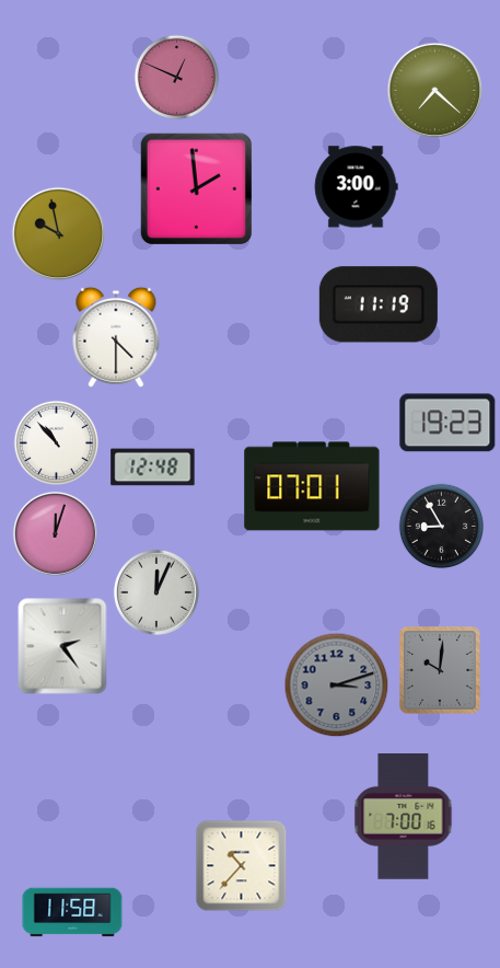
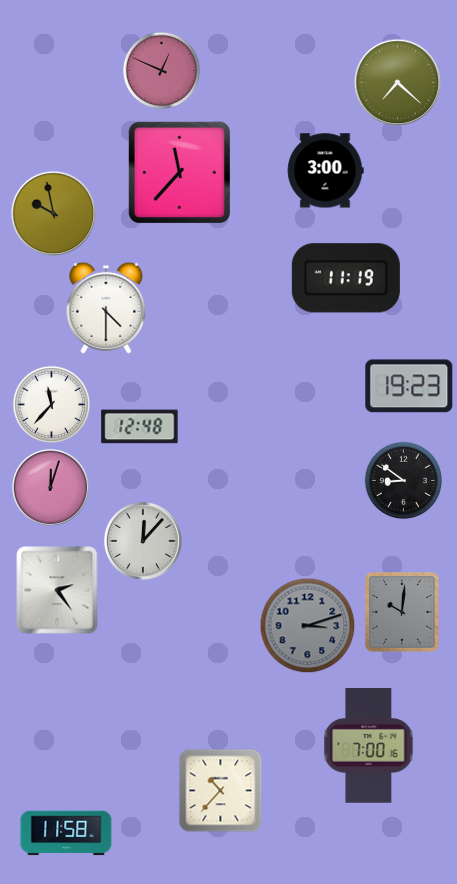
clock at (196, 188): 1:59 -> 11:37
clock at (56, 442): 10:53 -> 11:37
clock at (312, 486): 07:01 -> none
clock at (441, 526): 8:55 -> 8:51
clock at (156, 592): 12:04 -> 12:07
